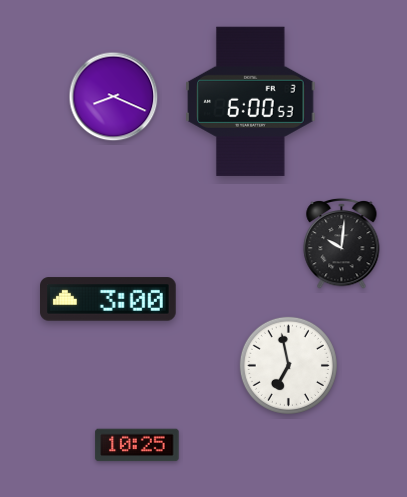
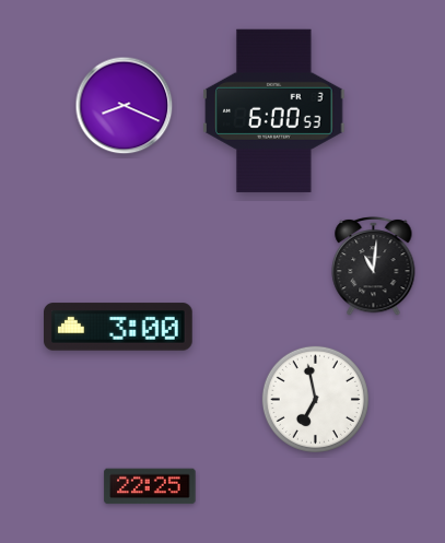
clock at (342, 243): 10:01 -> 11:01
clock at (137, 445): 10:25 -> 22:25
